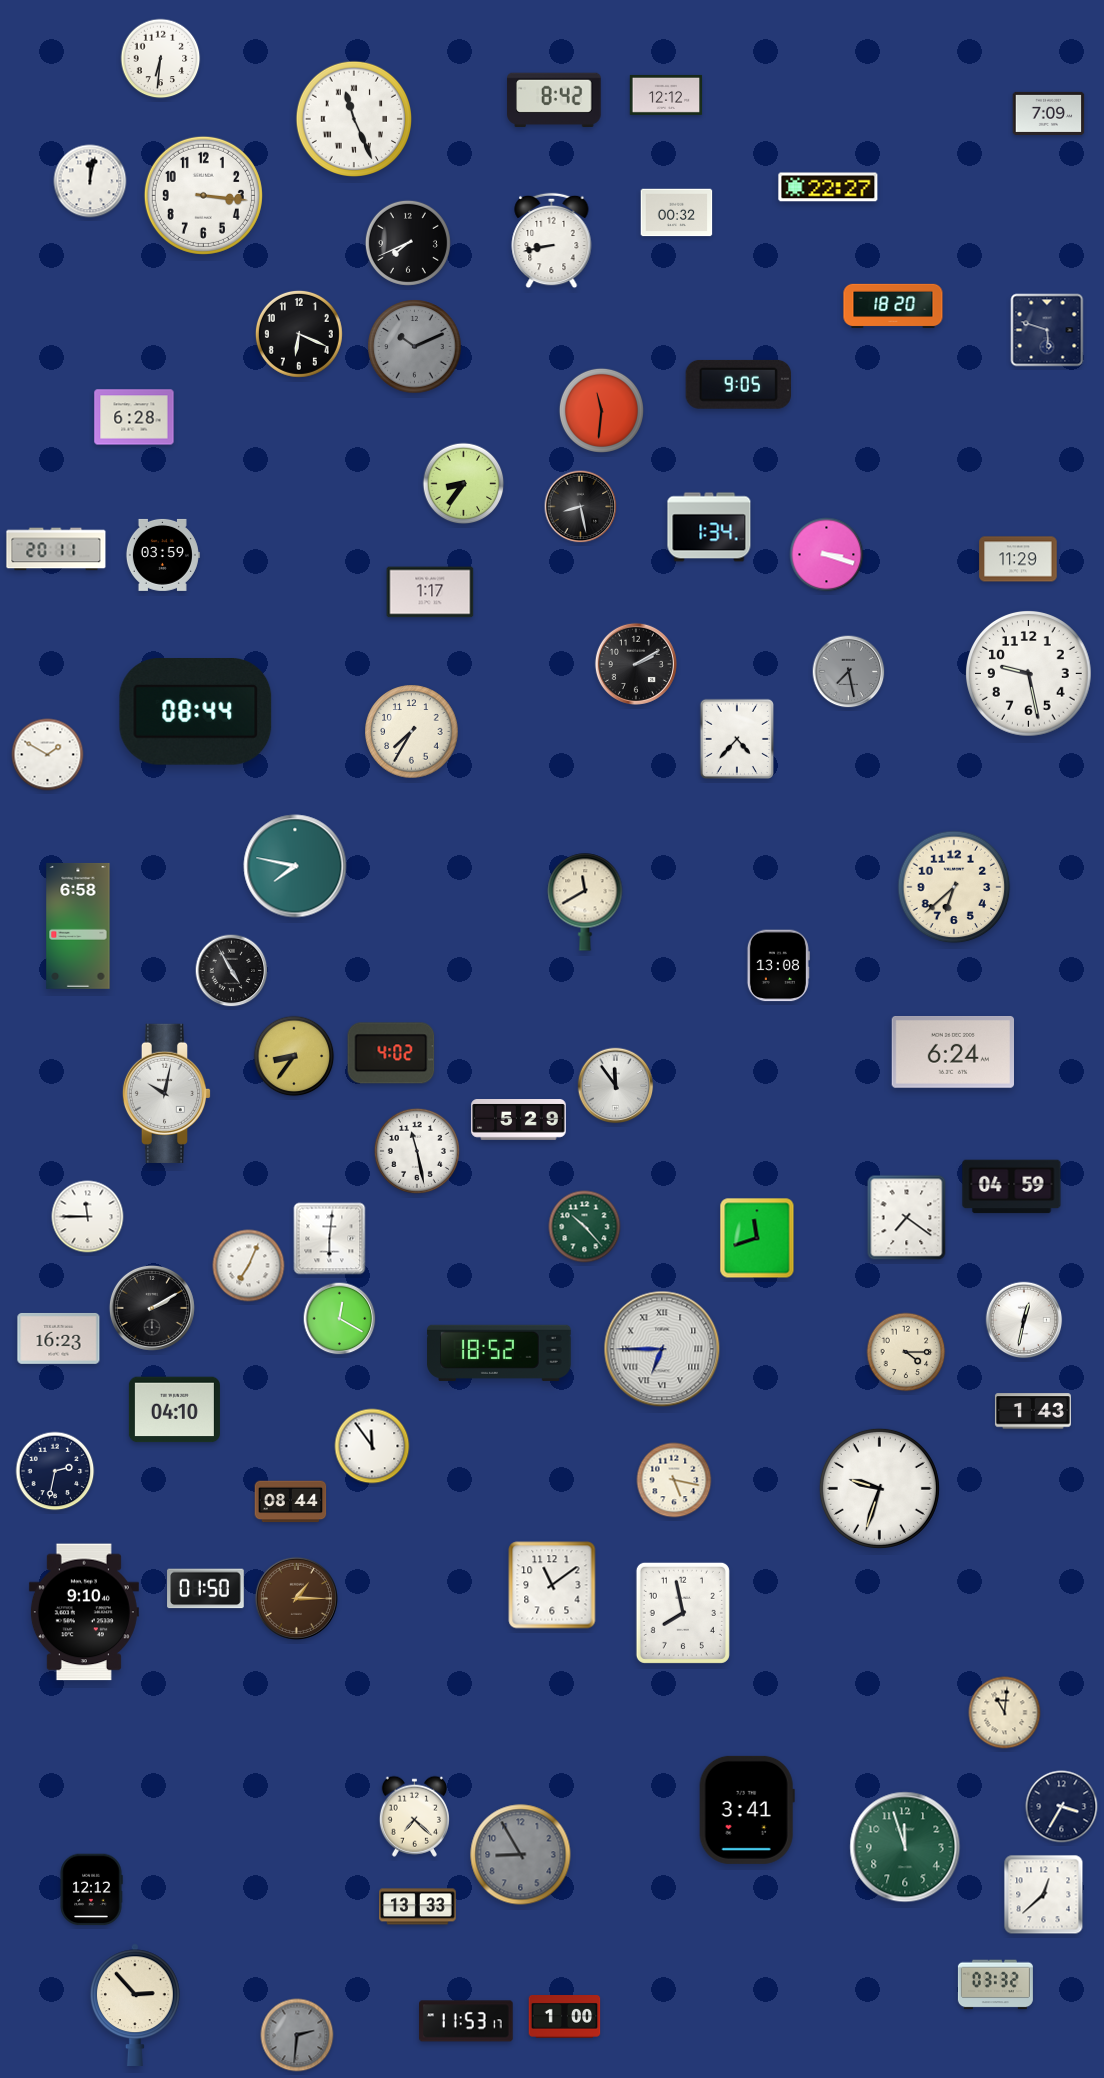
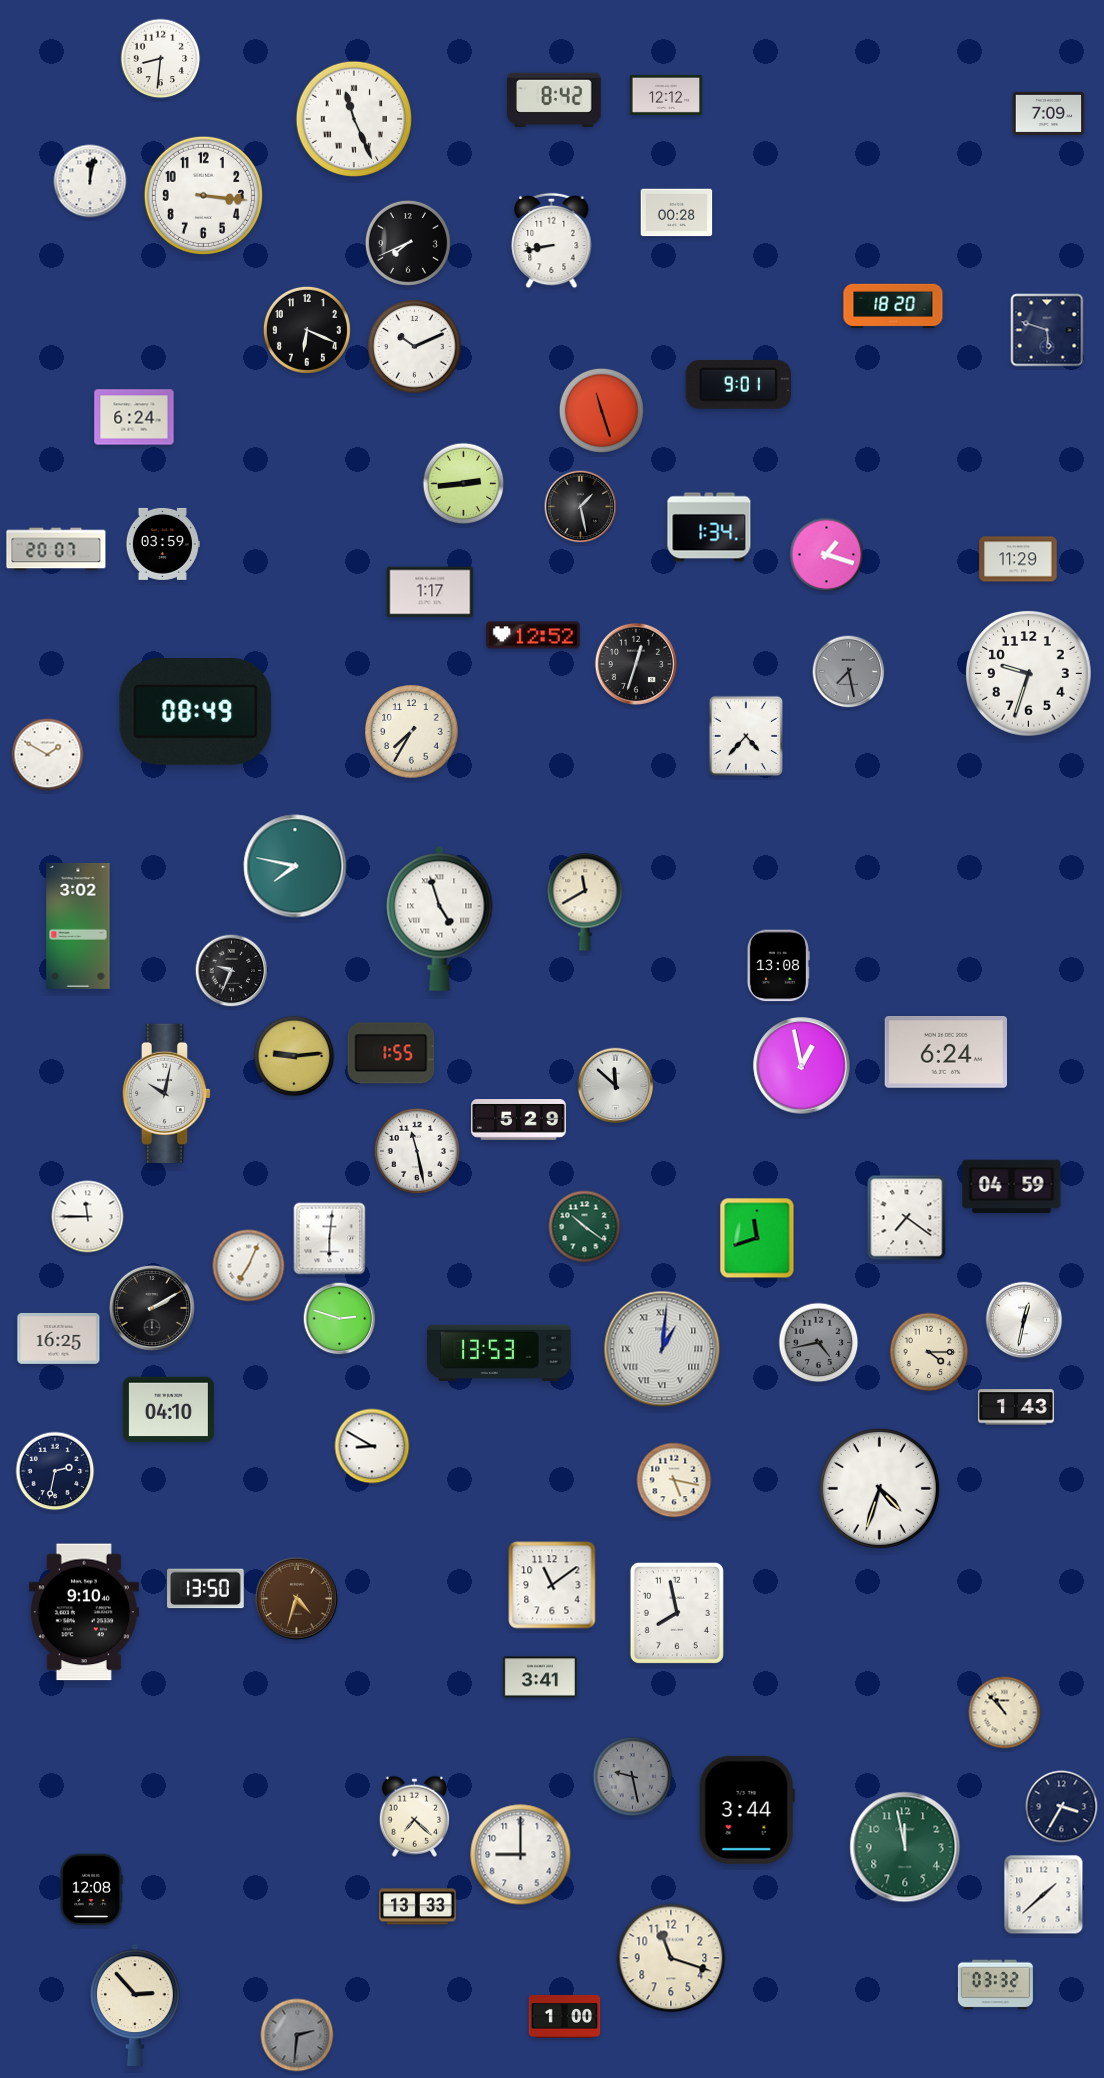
clock at (161, 59): 6:31 -> 8:31
clock at (828, 187): 22:27 -> none
clock at (677, 213): 00:32 -> 00:28
clock at (299, 334) position: (299, 334) -> (307, 330)
clock at (415, 347) dial: grey -> white
clock at (738, 384): 9:05 -> 9:01
clock at (601, 410): 11:31 -> 11:27
clock at (134, 417): 6:28 -> 6:24
clock at (464, 484): 8:36 -> 2:44
clock at (581, 507): 8:28 -> 1:28
clock at (56, 549): 20:11 -> 20:07
clock at (162, 555) position: (162, 555) -> (162, 544)
clock at (827, 555): 3:18 -> 1:18
clock at (533, 635): none -> 12:52
clock at (636, 664): 2:10 -> 12:33
clock at (1029, 674): 9:28 -> 9:33
clock at (196, 712): 08:44 -> 08:49
clock at (736, 738) position: (736, 738) -> (745, 735)
clock at (954, 887): 6:38 -> none
clock at (440, 918): none -> 4:57
clock at (78, 926): 6:58 -> 3:02
clock at (232, 971): 4:55 -> 9:34
clock at (391, 1053): 4:02 -> 1:55
clock at (952, 1053) position: (952, 1053) -> (945, 1053)
clock at (294, 1056): 8:36 -> 9:14
clock at (802, 1066): none -> 12:58
clock at (616, 1086): 11:54 -> 11:52
clock at (585, 1227): 10:23 -> 10:21
clock at (340, 1319): 12:20 -> 2:48
clock at (59, 1338): 16:23 -> 16:25
clock at (819, 1343): none -> 4:43
clock at (662, 1349): 6:45 -> 1:01
clock at (906, 1352) position: (906, 1352) -> (929, 1352)
clock at (499, 1353): 18:52 -> 13:53
clock at (174, 1410) position: (174, 1410) -> (168, 1410)
clock at (1033, 1411) position: (1033, 1411) -> (1016, 1407)
clock at (372, 1446): 11:54 -> 8:50
clock at (879, 1488): 9:33 -> 4:33
clock at (291, 1502): 08:44 -> none
clock at (206, 1589): 01:50 -> 13:50
clock at (296, 1598): 1:15 -> 4:33
clock at (683, 1613) position: (683, 1613) -> (677, 1613)
clock at (540, 1677): none -> 3:41
clock at (1005, 1713): 11:01 -> 10:53
clock at (633, 1777): none -> 9:28
clock at (747, 1810): 3:41 -> 3:44
clock at (905, 1847): 11:57 -> 11:58
clock at (521, 1855): 8:55 -> 9:00
clock at (521, 1855) dial: grey -> white
clock at (91, 1890): 12:12 -> 12:08
clock at (1044, 1895): 12:38 -> 1:38
clock at (671, 1958): none -> 11:18
clock at (466, 2021): 11:53 -> none
